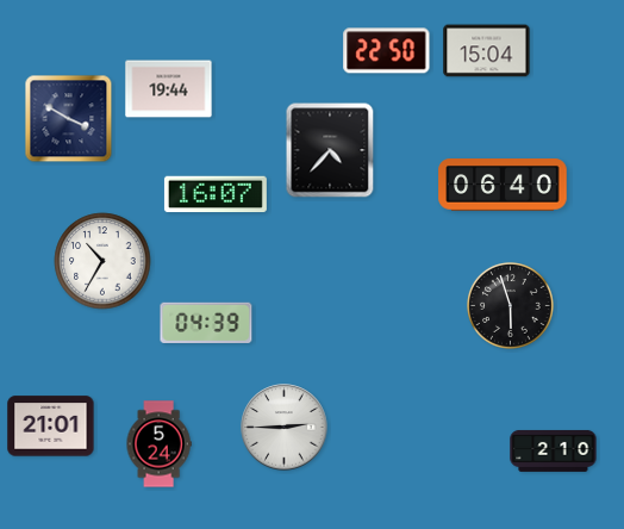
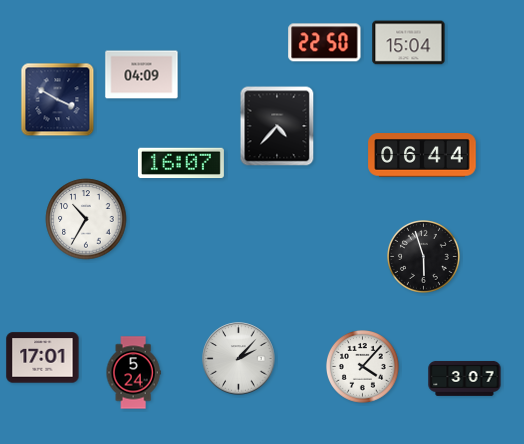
clock at (169, 89): 19:44 -> 04:09
clock at (503, 185): 06:40 -> 06:44
clock at (511, 306) position: (511, 306) -> (424, 257)
clock at (206, 322): 04:39 -> none
clock at (51, 427): 21:01 -> 17:01
clock at (285, 428): 2:45 -> 2:07
clock at (363, 367): none -> 4:07
clock at (554, 450): 2:10 -> 3:07
